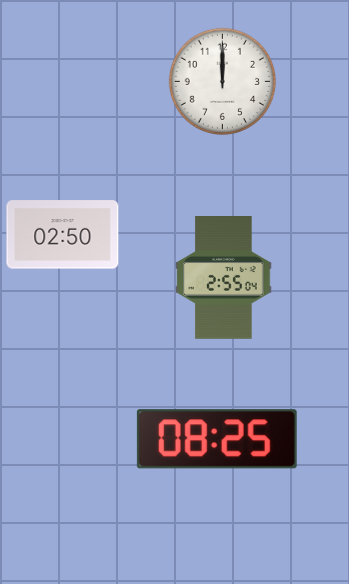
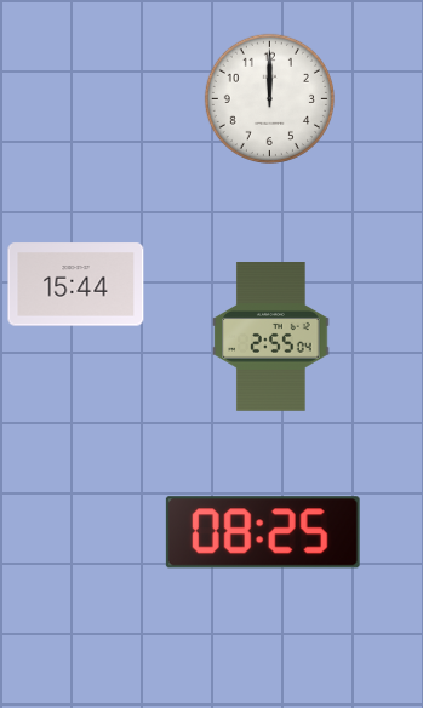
clock at (63, 235): 02:50 -> 15:44
